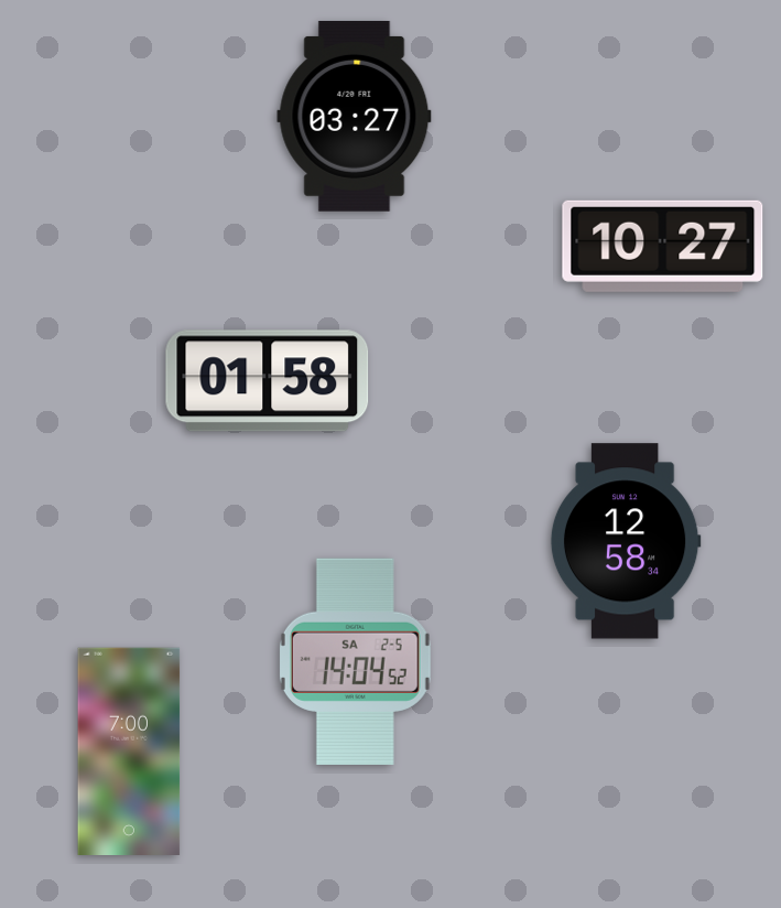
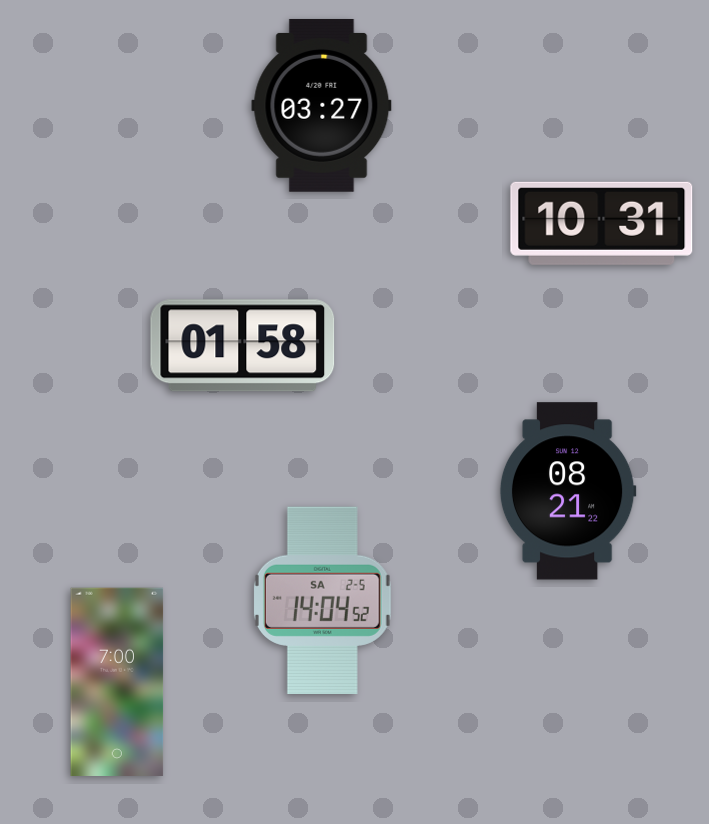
clock at (663, 246): 10:27 -> 10:31
clock at (626, 541): 12:58 -> 08:21
